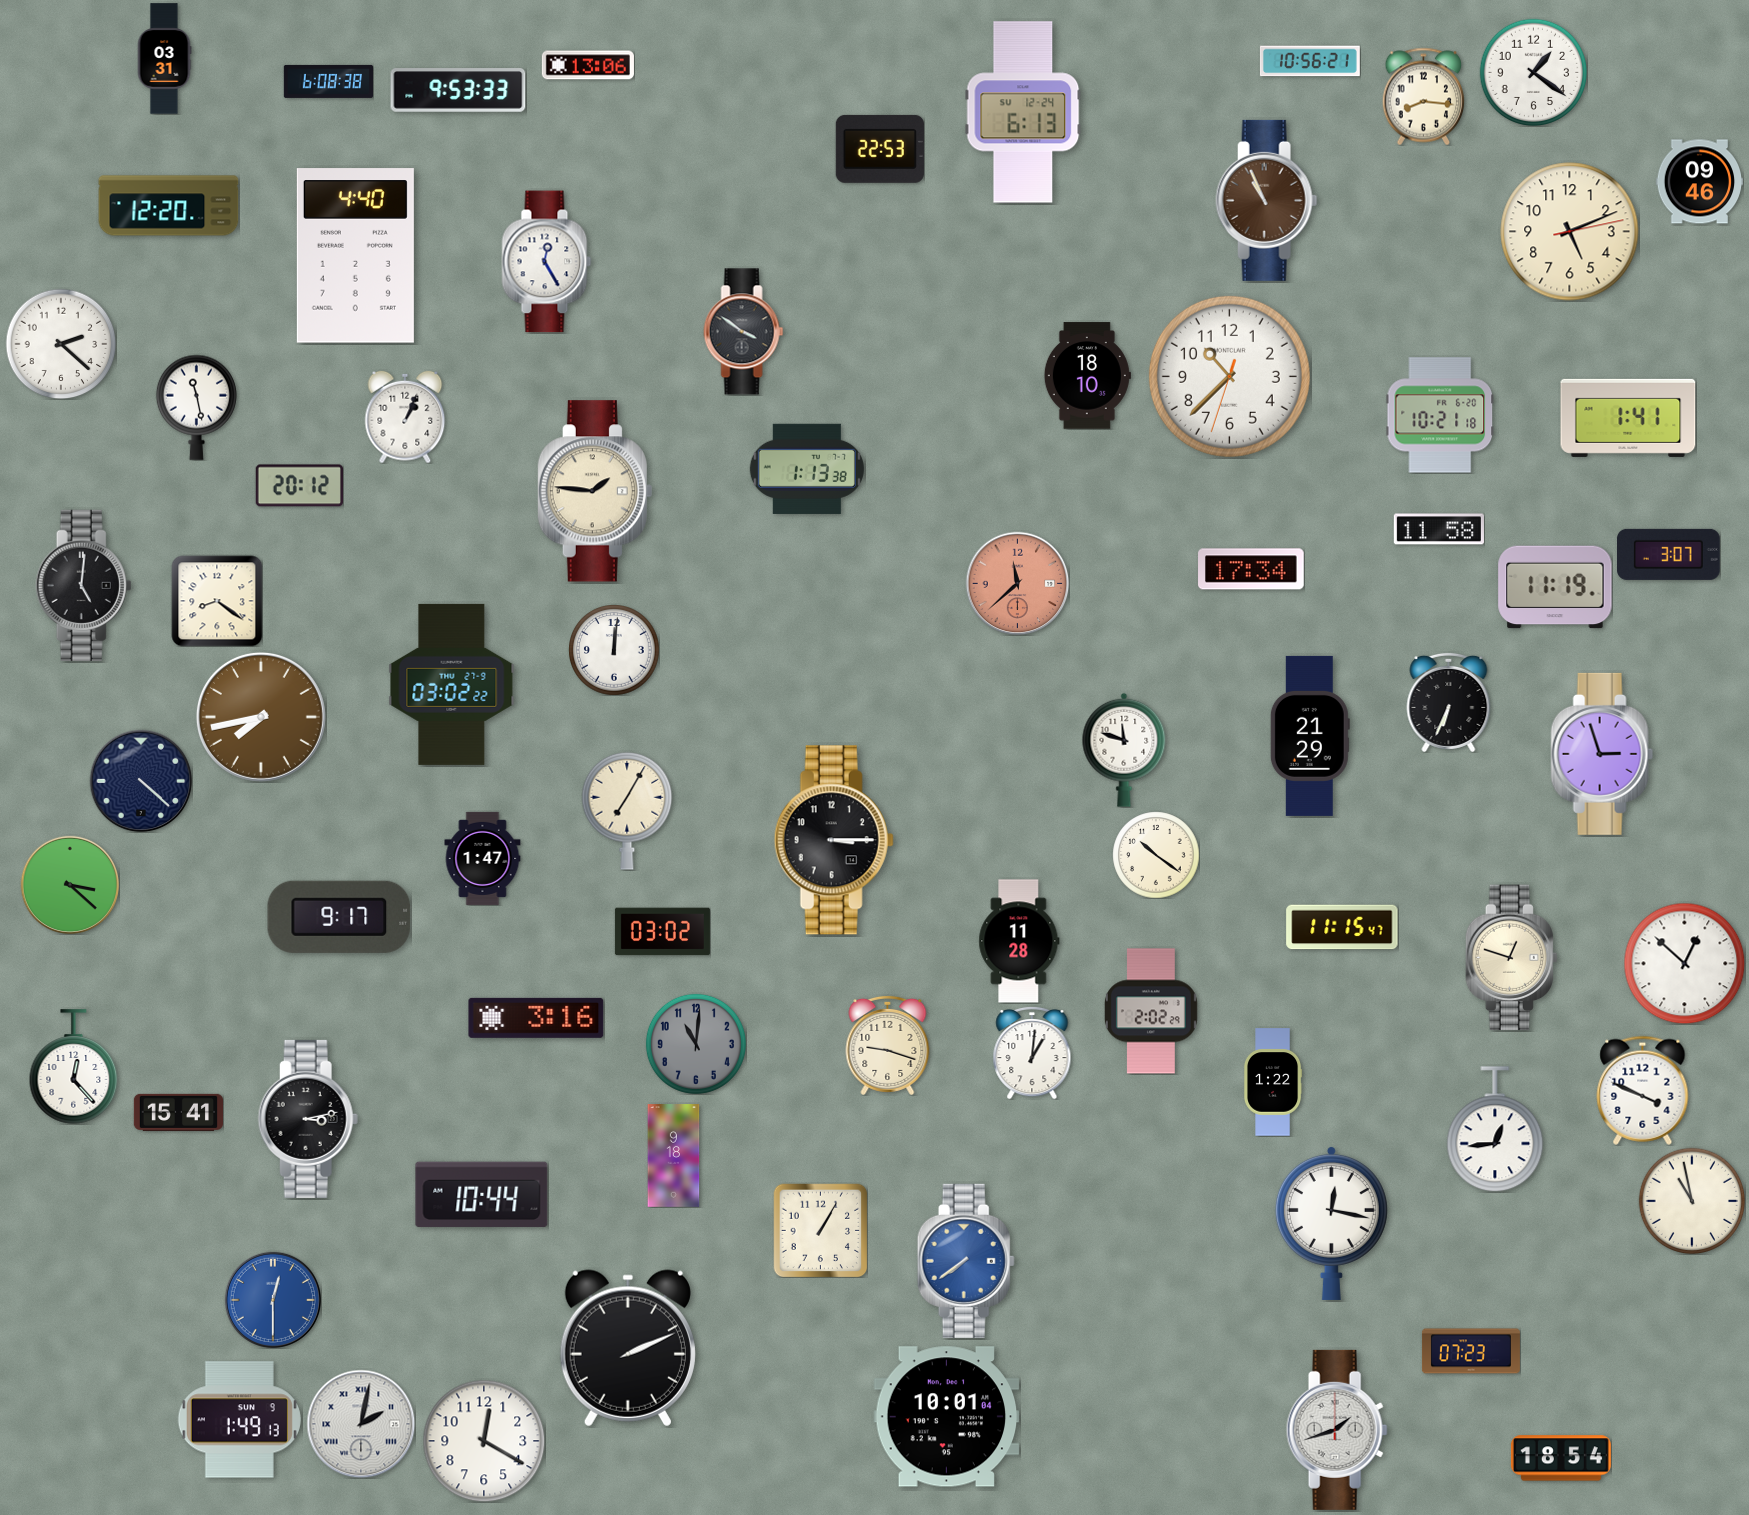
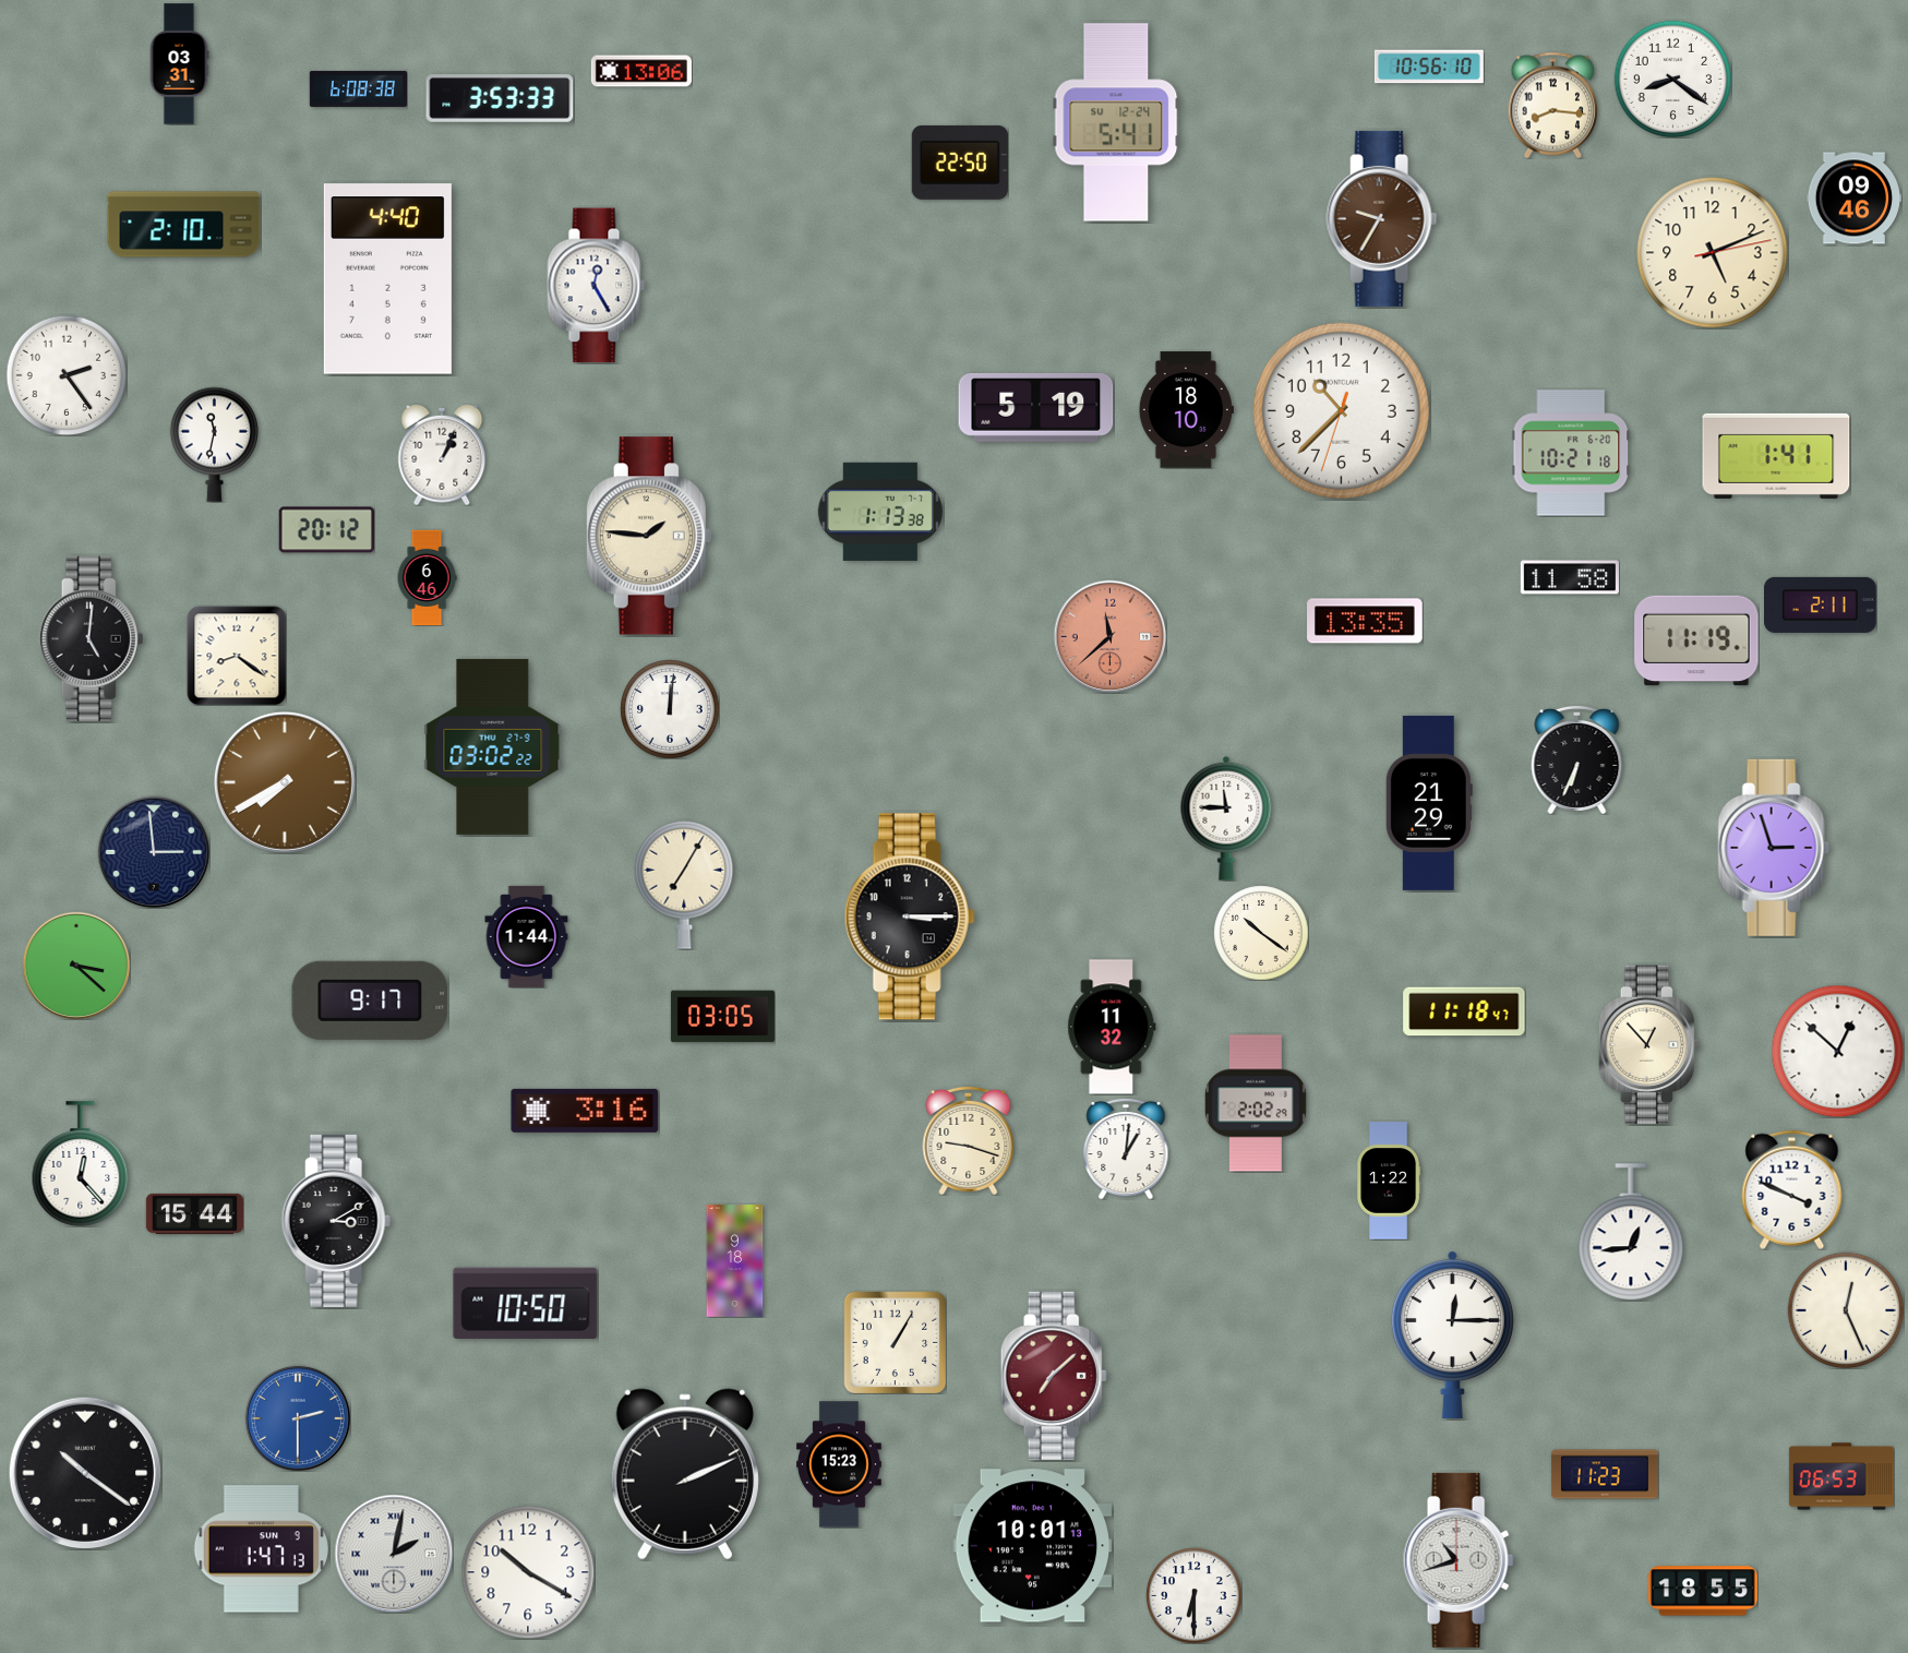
clock at (1310, 61): 10:56:21 -> 10:56:10
clock at (1533, 72): 1:21 -> 8:21
clock at (458, 90): 9:53 -> 3:53
clock at (1023, 112): 6:13 -> 5:41
clock at (880, 149): 22:53 -> 22:50
clock at (1267, 200): 10:56 -> 9:35
clock at (169, 206): 12:20 -> 2:10
clock at (744, 332): 3:51 -> none
clock at (61, 344): 2:22 -> 2:24
clock at (1036, 407): none -> 5:19
clock at (196, 407): 11:28 -> 11:32
clock at (427, 577): none -> 6:46
clock at (1669, 554): 3:07 -> 2:11
clock at (1251, 569): 17:34 -> 13:35
clock at (1449, 702) position: (1449, 702) -> (1577, 759)
clock at (261, 717): 7:43 -> 7:40
clock at (1124, 750): 11:48 -> 11:45
clock at (1602, 754) position: (1602, 754) -> (1774, 848)
clock at (141, 781): 4:22 -> 2:59
clock at (483, 858): 1:47 -> 1:44
clock at (1342, 927): 11:15 -> 11:18
clock at (662, 932): 03:02 -> 03:05
clock at (1019, 941): 11:28 -> 11:32
clock at (1512, 958): 12:48 -> 12:53
clock at (696, 1044): 11:01 -> none
clock at (178, 1112): 15:41 -> 15:44
clock at (308, 1119): 3:13 -> 3:10
clock at (482, 1194): 10:44 -> 10:50
clock at (1691, 1200): 10:58 -> 12:26
clock at (1331, 1223): 12:17 -> 12:15
clock at (966, 1261): 7:39 -> 7:08
clock at (966, 1261) dial: blue -> burgundy
clock at (273, 1300): 12:30 -> 2:30
clock at (839, 1464): none -> 15:23
clock at (628, 1348) position: (628, 1348) -> (685, 1474)
clock at (85, 1473): none -> 10:21
clock at (1471, 1351): 07:23 -> 11:23
clock at (1841, 1476): none -> 06:53
clock at (947, 1417): 10:01:04 -> 10:01:13
clock at (239, 1420): 1:49 -> 1:47
clock at (1337, 1430): 1:42 -> 10:42
clock at (484, 1441): 12:20 -> 10:20
clock at (1561, 1458): 18:54 -> 18:55
clock at (1193, 1595): none -> 6:30
